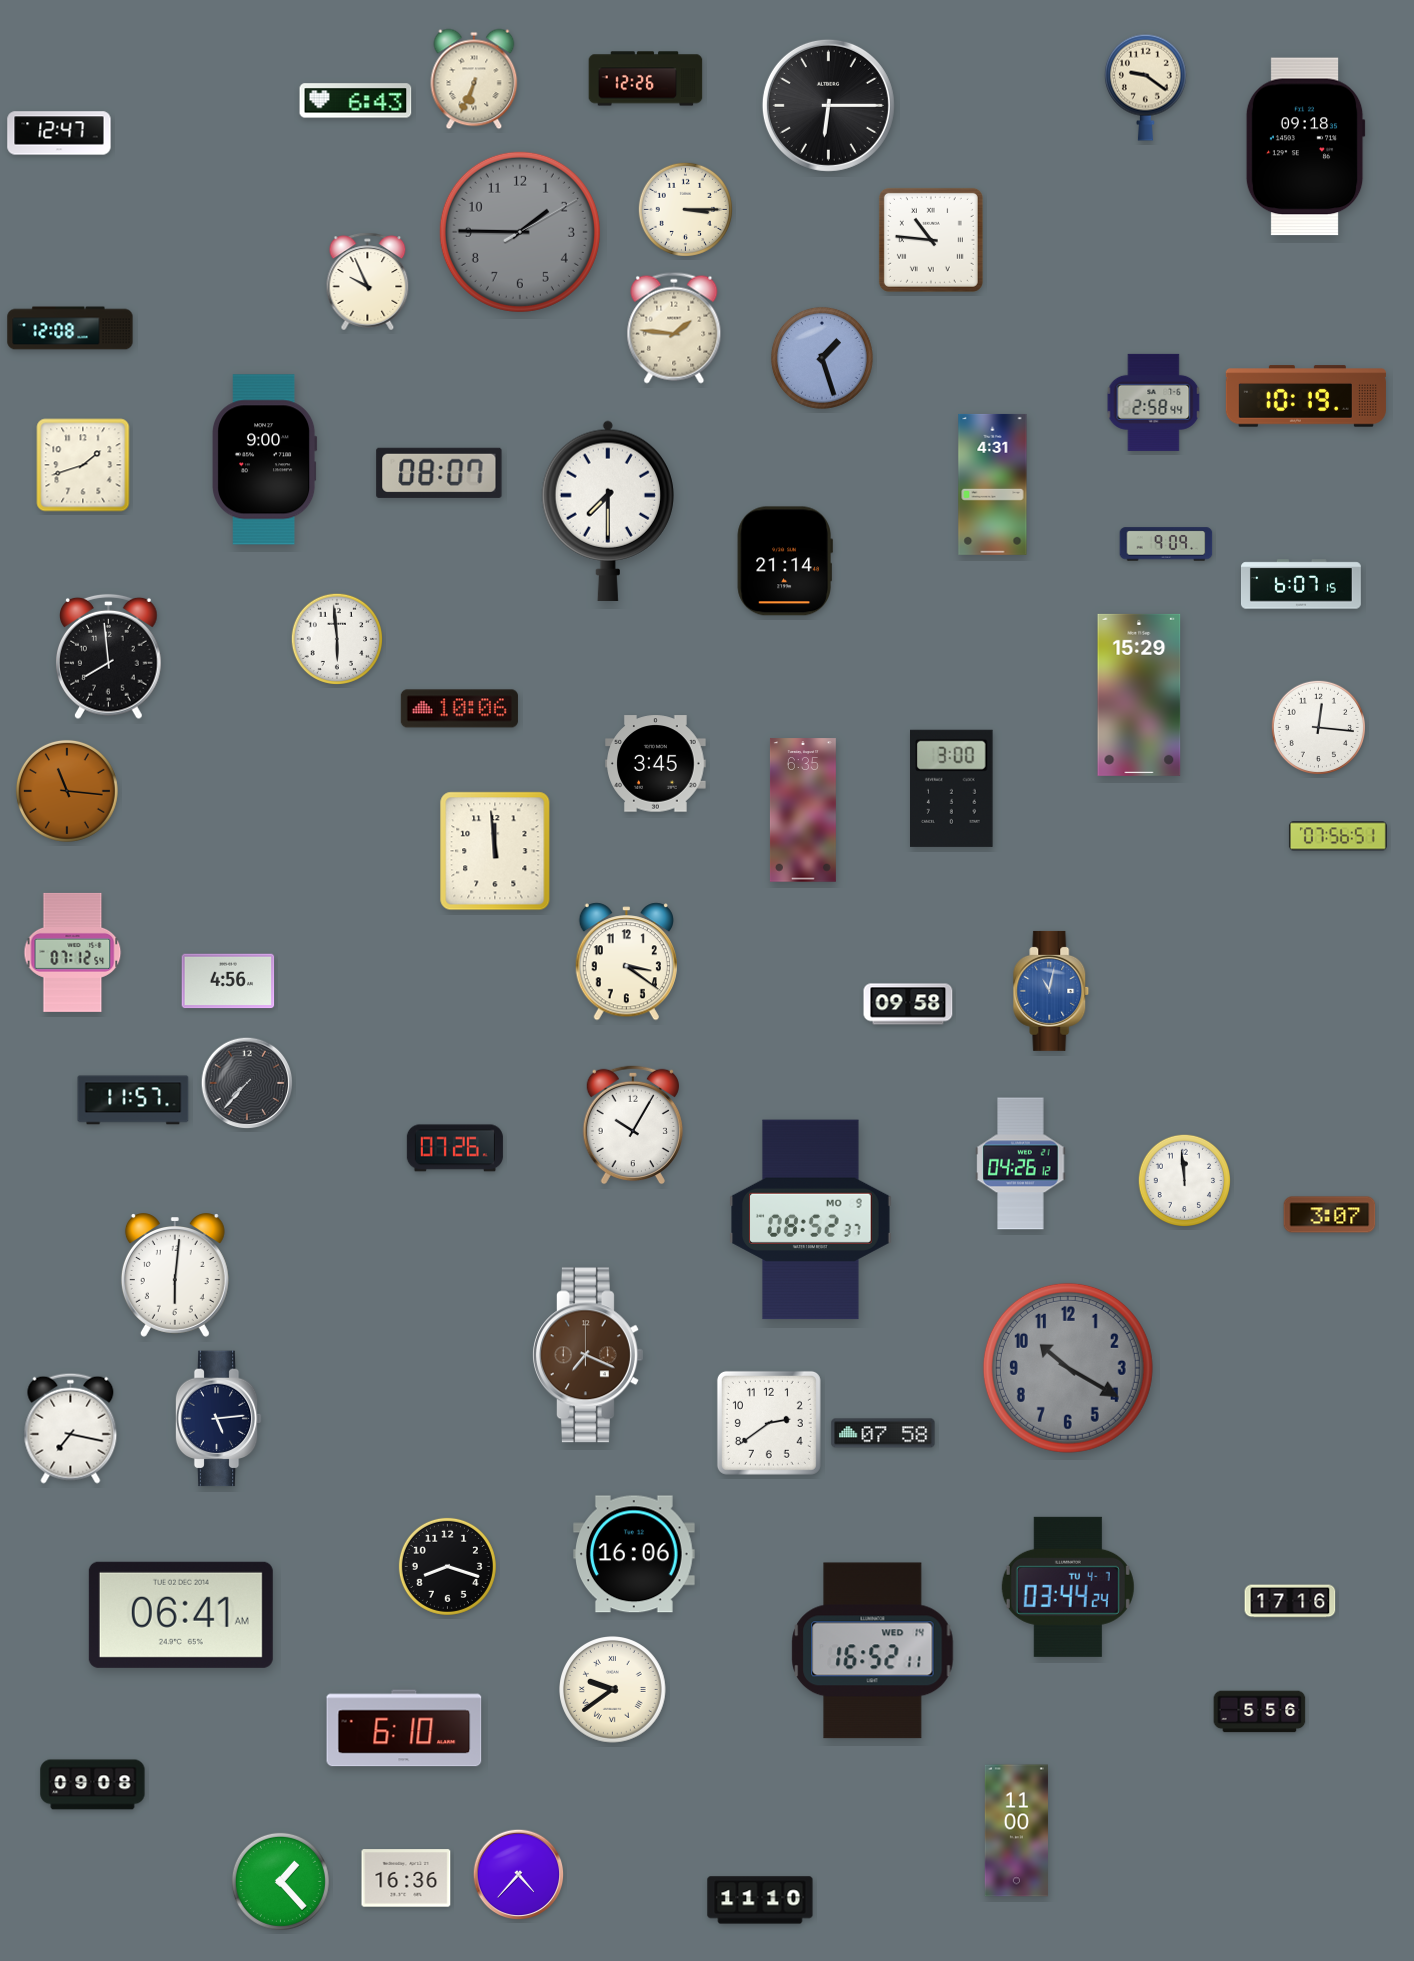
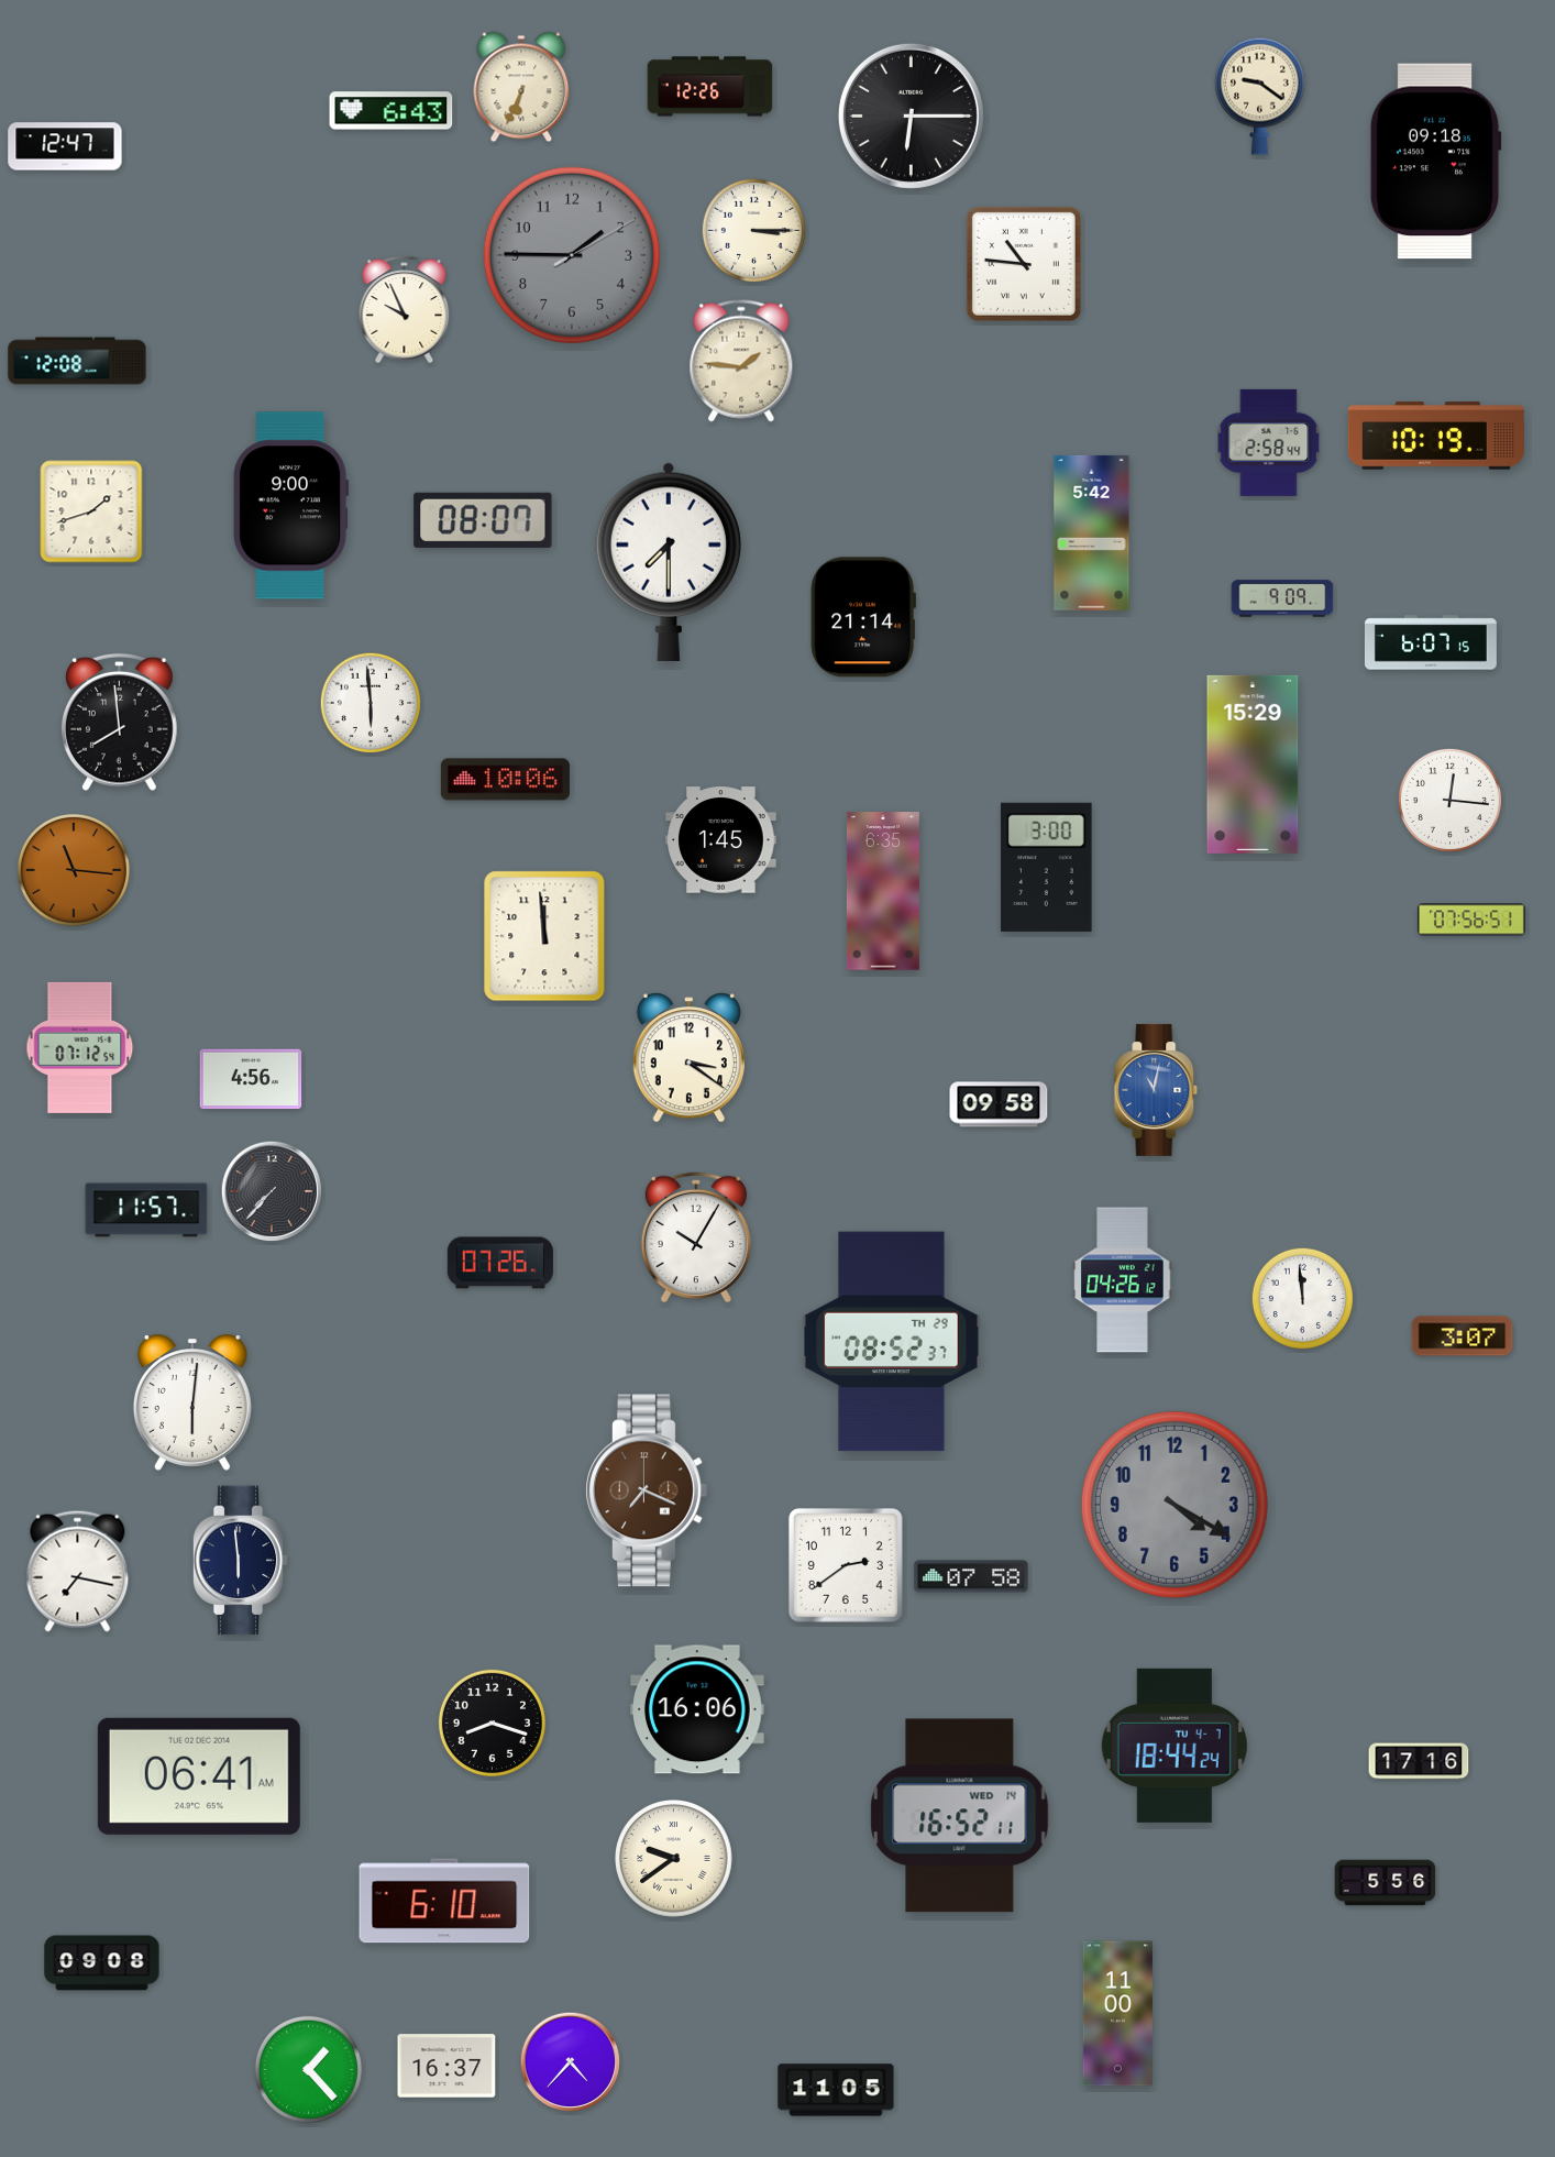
clock at (822, 358): 1:27 -> none
clock at (993, 484): 4:31 -> 5:42
clock at (656, 764): 3:45 -> 1:45
clock at (811, 1220) date: MO 9 -> TH 29
clock at (1068, 1368): 10:20 -> 4:20
clock at (218, 1419): 5:14 -> 5:59
clock at (1068, 1587): 03:44 -> 18:44
clock at (406, 1878): 16:36 -> 16:37
clock at (760, 1900): 11:10 -> 11:05
